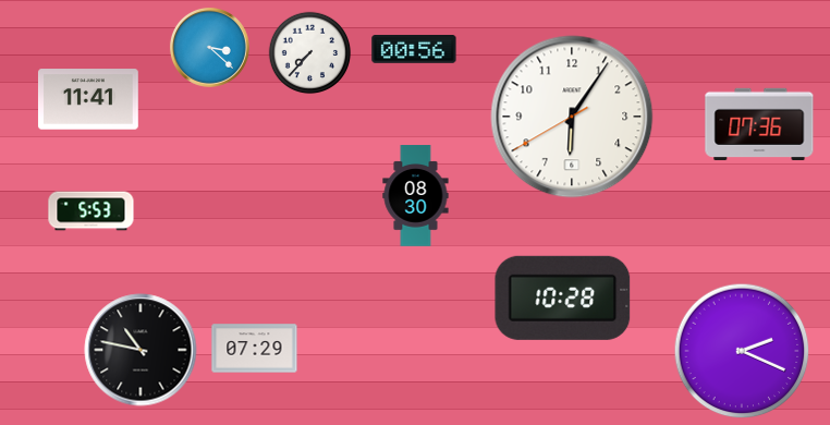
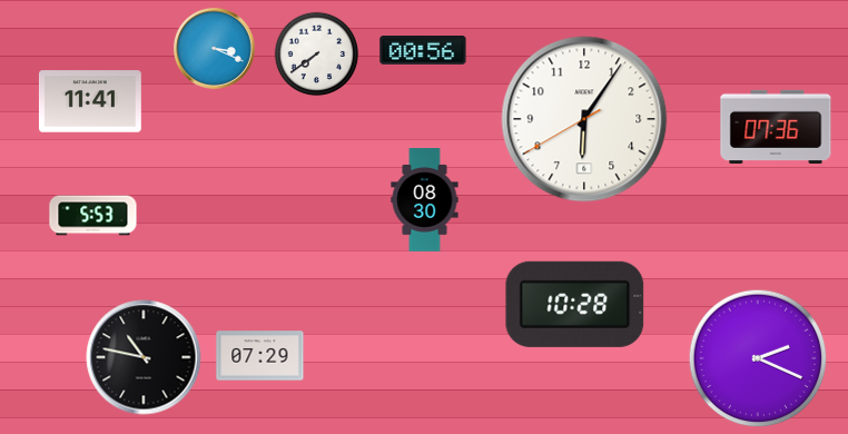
clock at (209, 47): 3:22 -> 3:19
clock at (310, 53): 7:37 -> 7:39
